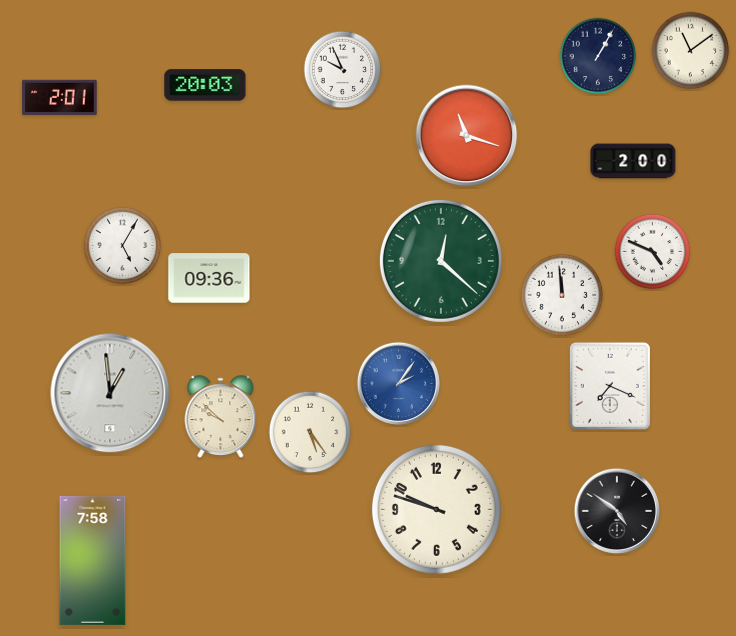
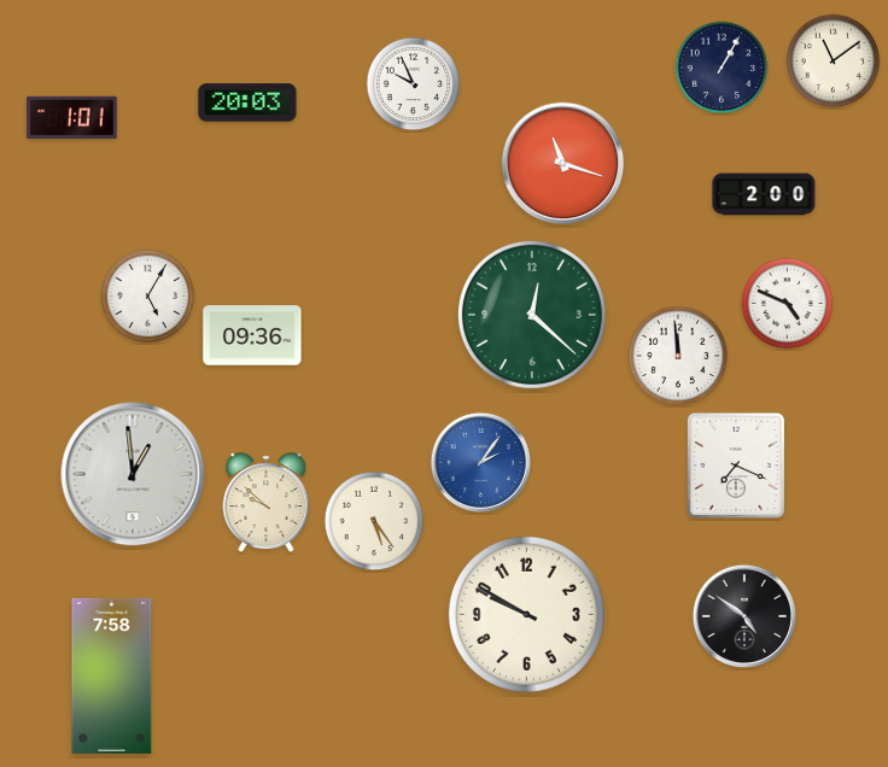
clock at (60, 98): 2:01 -> 1:01
clock at (436, 509): 9:48 -> 9:50
